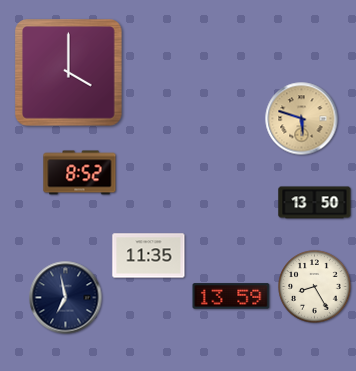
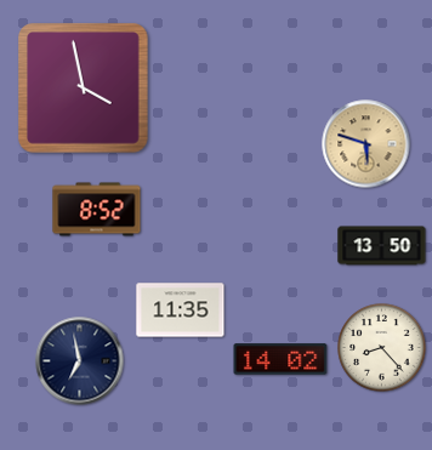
clock at (69, 73): 4:00 -> 3:58
clock at (315, 287): 8:25 -> 8:23
clock at (231, 296): 13:59 -> 14:02
